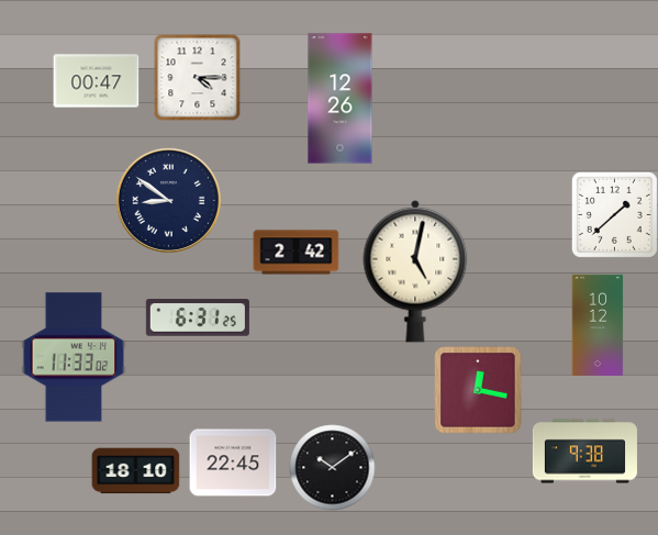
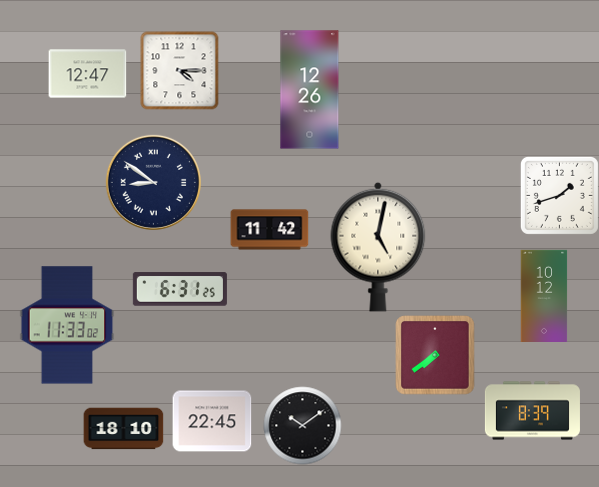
clock at (96, 81): 00:47 -> 12:47
clock at (614, 214): 1:38 -> 1:42
clock at (295, 253): 2:42 -> 11:42
clock at (478, 390): 12:17 -> 7:39
clock at (584, 452): 9:38 -> 8:39
